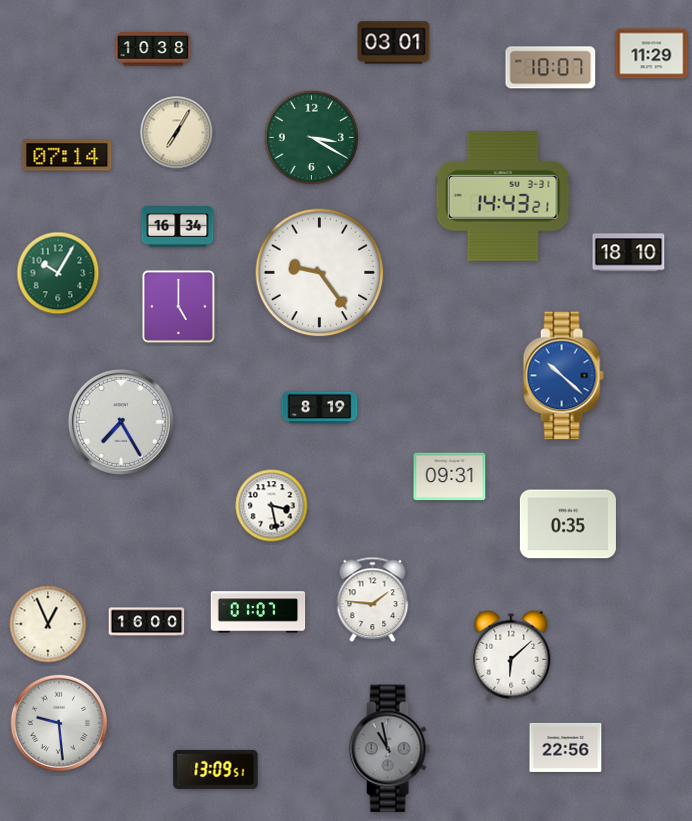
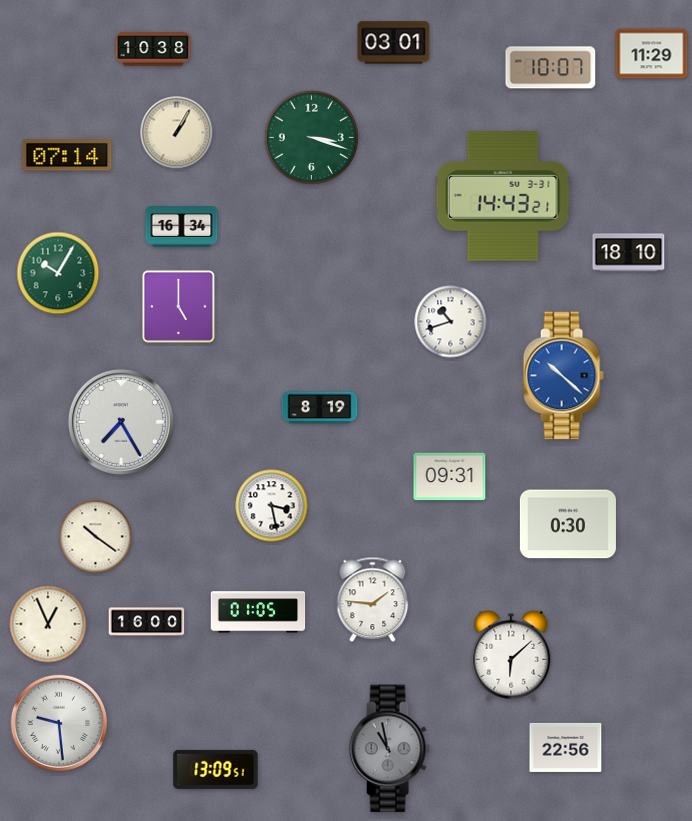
clock at (177, 133): 7:05 -> 1:05
clock at (311, 137): 3:20 -> 3:18
clock at (178, 227) position: (178, 227) -> (182, 227)
clock at (320, 273): 9:24 -> none
clock at (451, 322): none -> 10:42
clock at (568, 524): 0:35 -> 0:30
clock at (96, 537): none -> 10:21
clock at (258, 612): 01:07 -> 01:05
